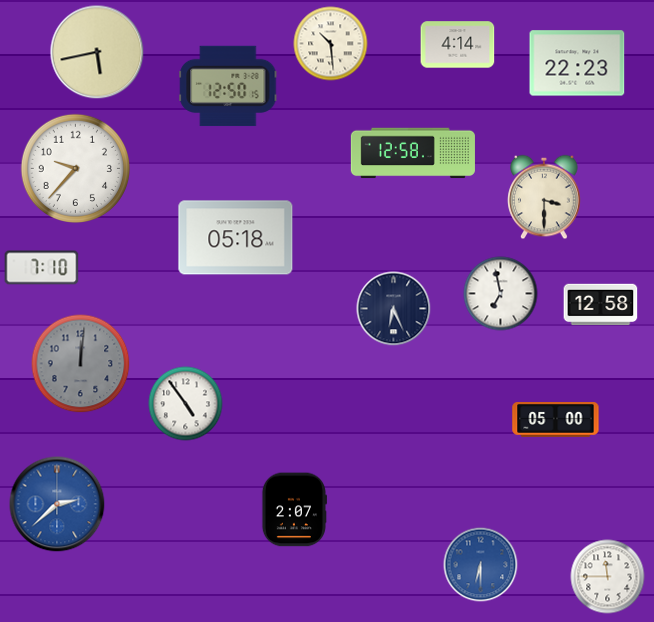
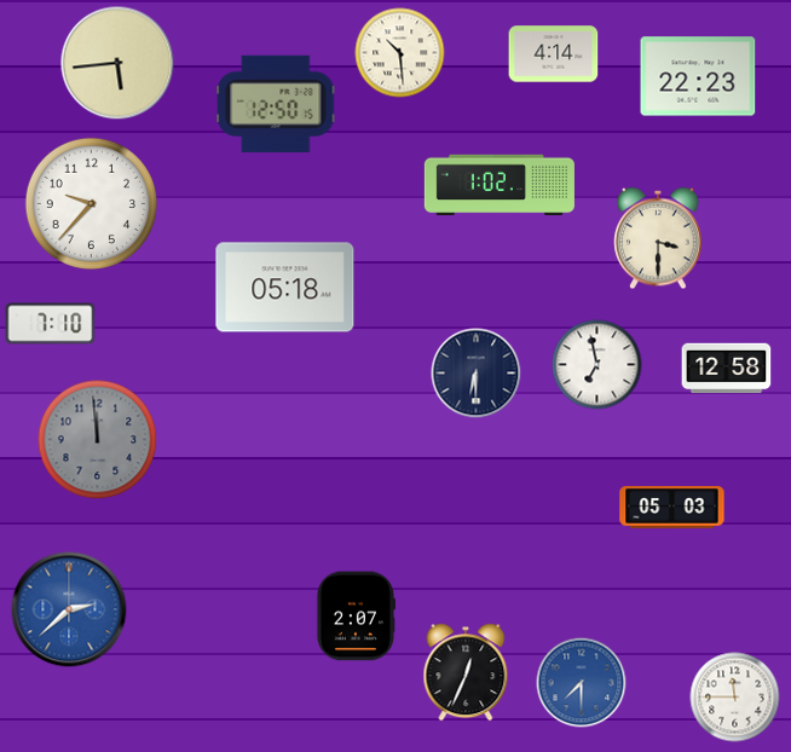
clock at (97, 52): 5:43 -> 5:44
clock at (413, 153): 12:58 -> 1:02
clock at (501, 294) position: (501, 294) -> (597, 365)
clock at (394, 309): 6:26 -> 6:30
clock at (81, 364): 12:01 -> 11:59
clock at (186, 404): 4:54 -> none
clock at (556, 420): 05:00 -> 05:03
clock at (466, 672): none -> 12:34
clock at (481, 565): 6:30 -> 7:30
